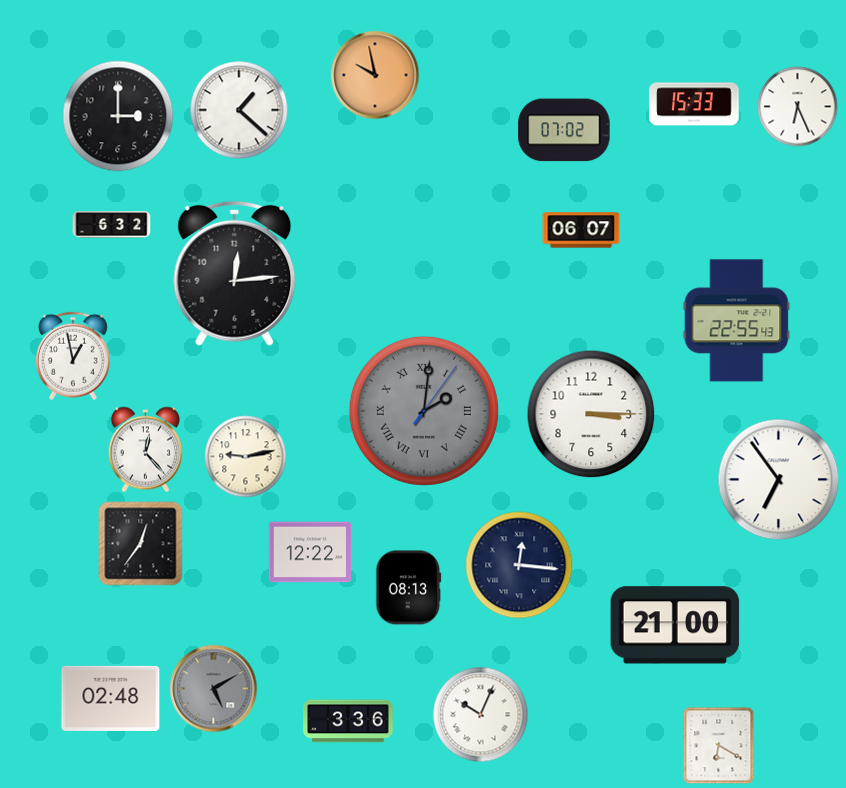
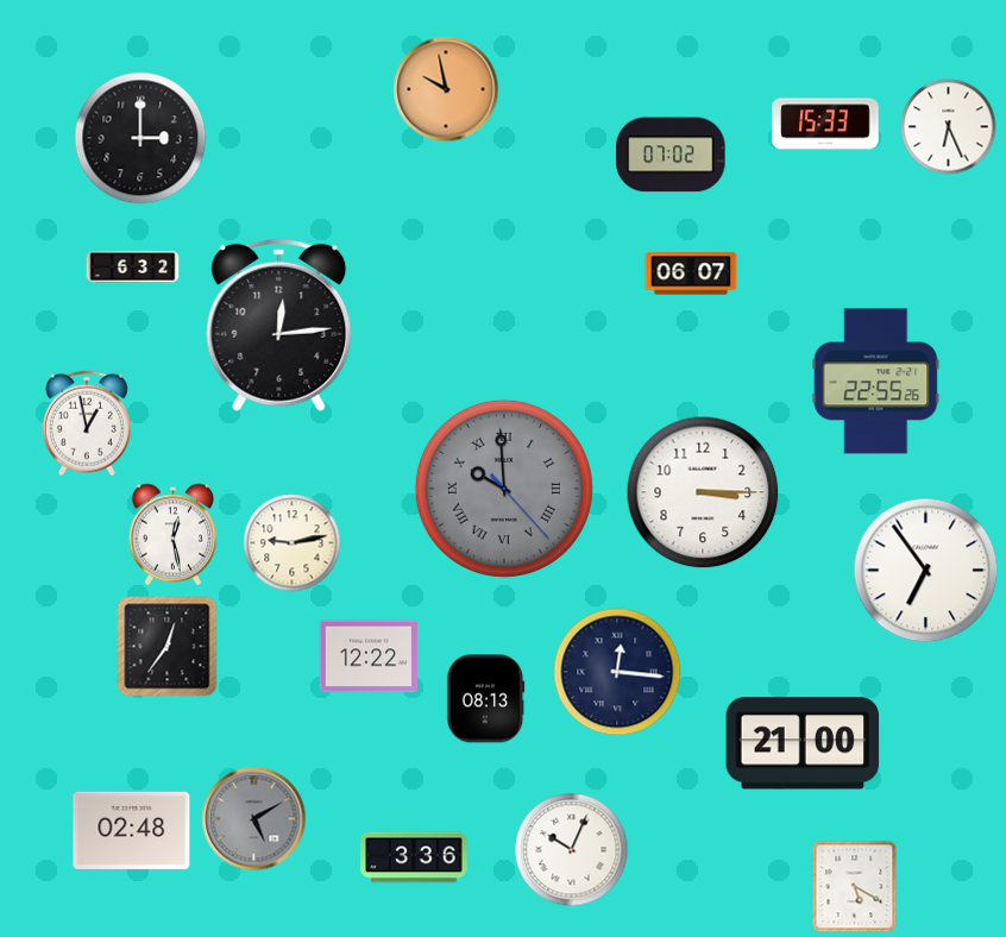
clock at (239, 110): 1:22 -> none
clock at (737, 321): 22:55:43 -> 22:55:26
clock at (424, 411): 2:01 -> 9:59
clock at (146, 450): 12:23 -> 12:28
clock at (719, 746): 6:20 -> 5:20
